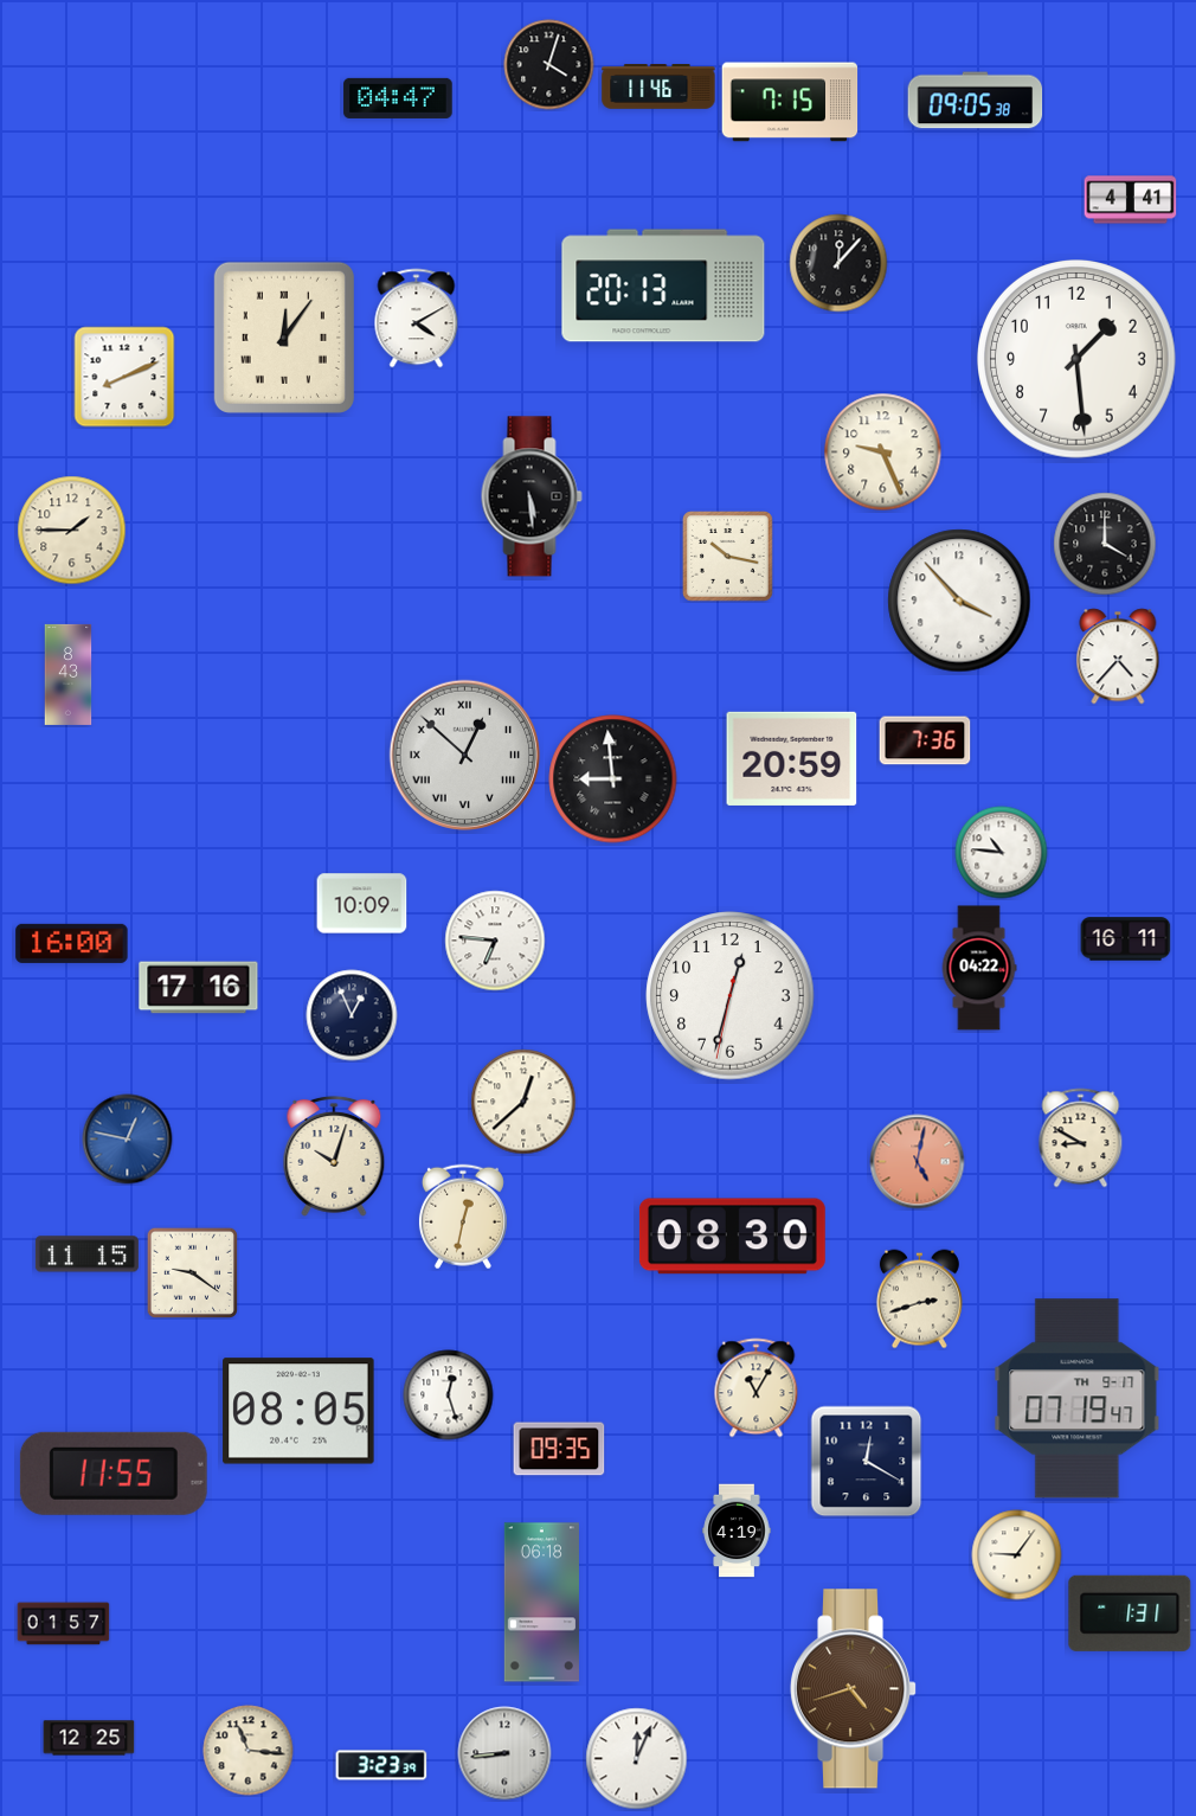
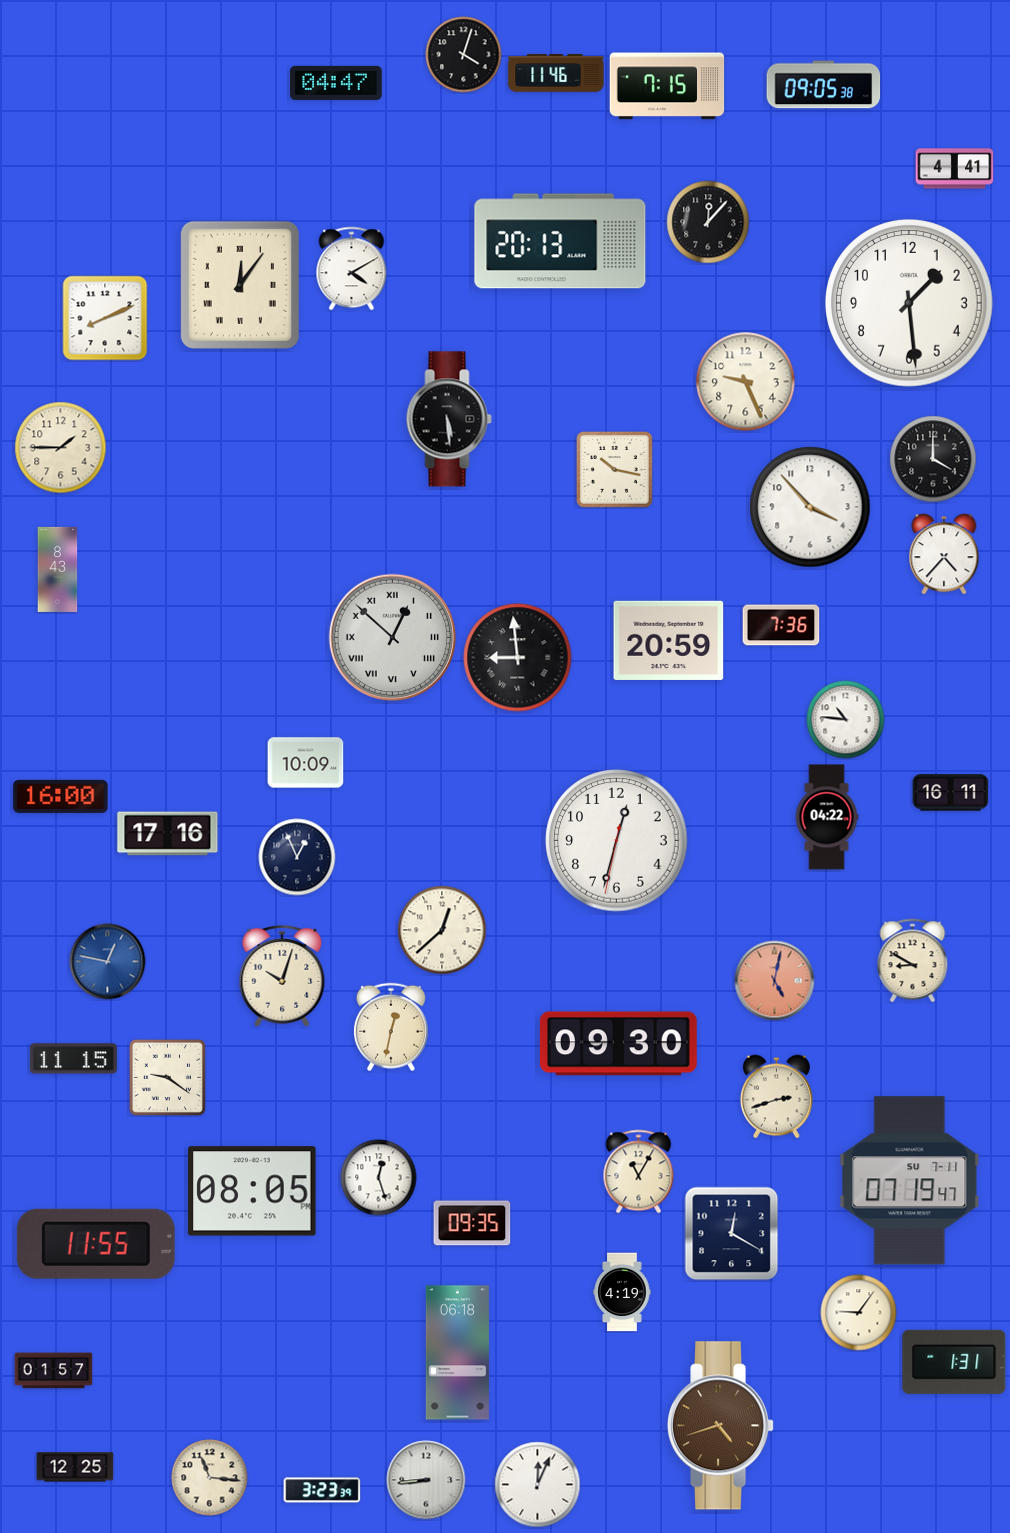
clock at (495, 941): 6:46 -> none
clock at (732, 1237): 08:30 -> 09:30
clock at (192, 1272) position: (192, 1272) -> (167, 1077)
clock at (1078, 1399) date: TH 9-17 -> SU 7-11
